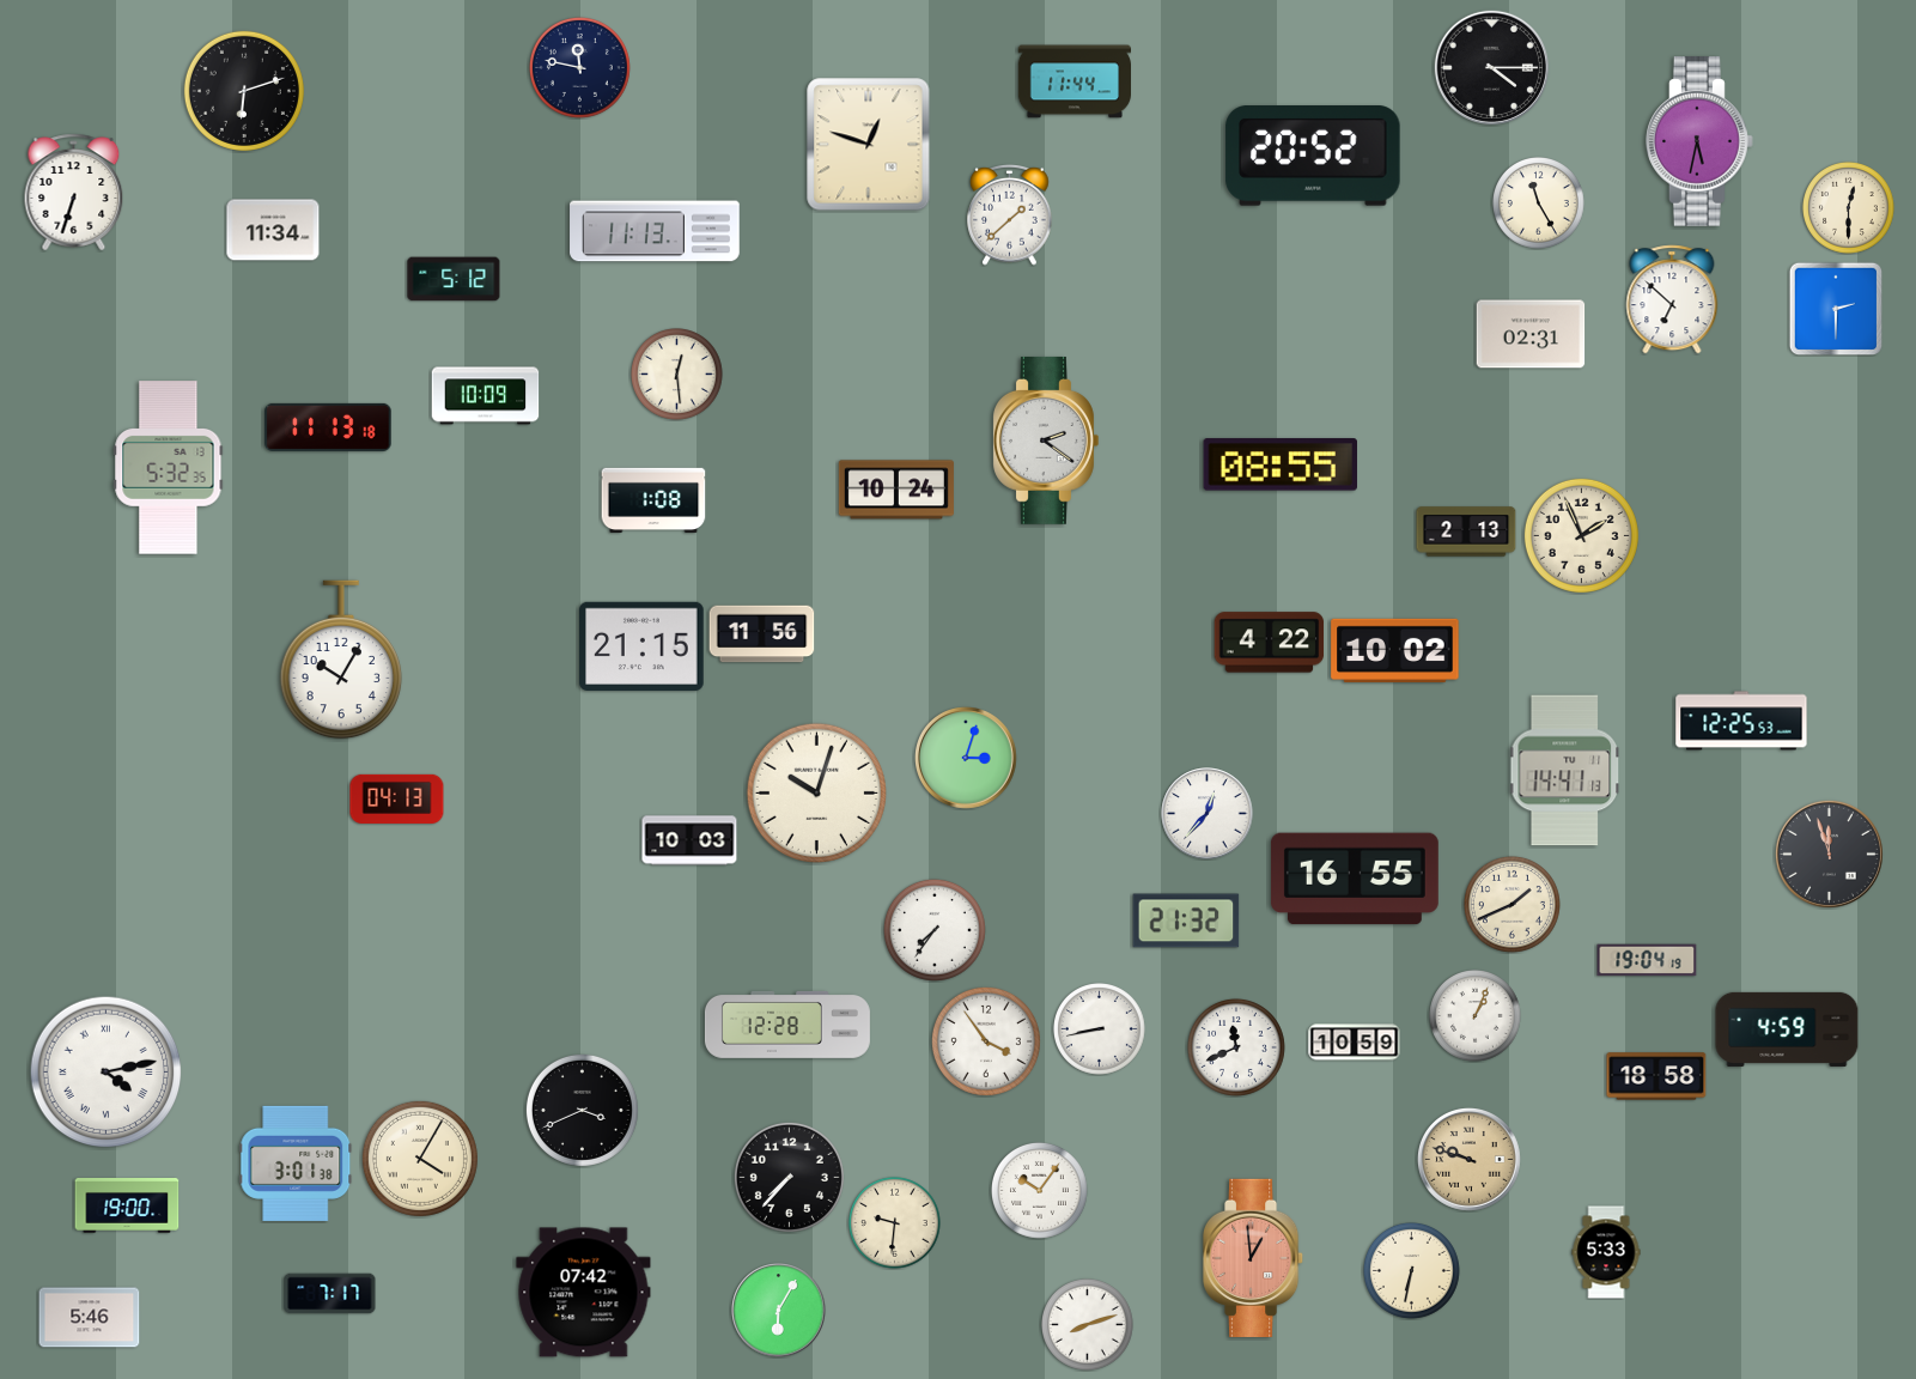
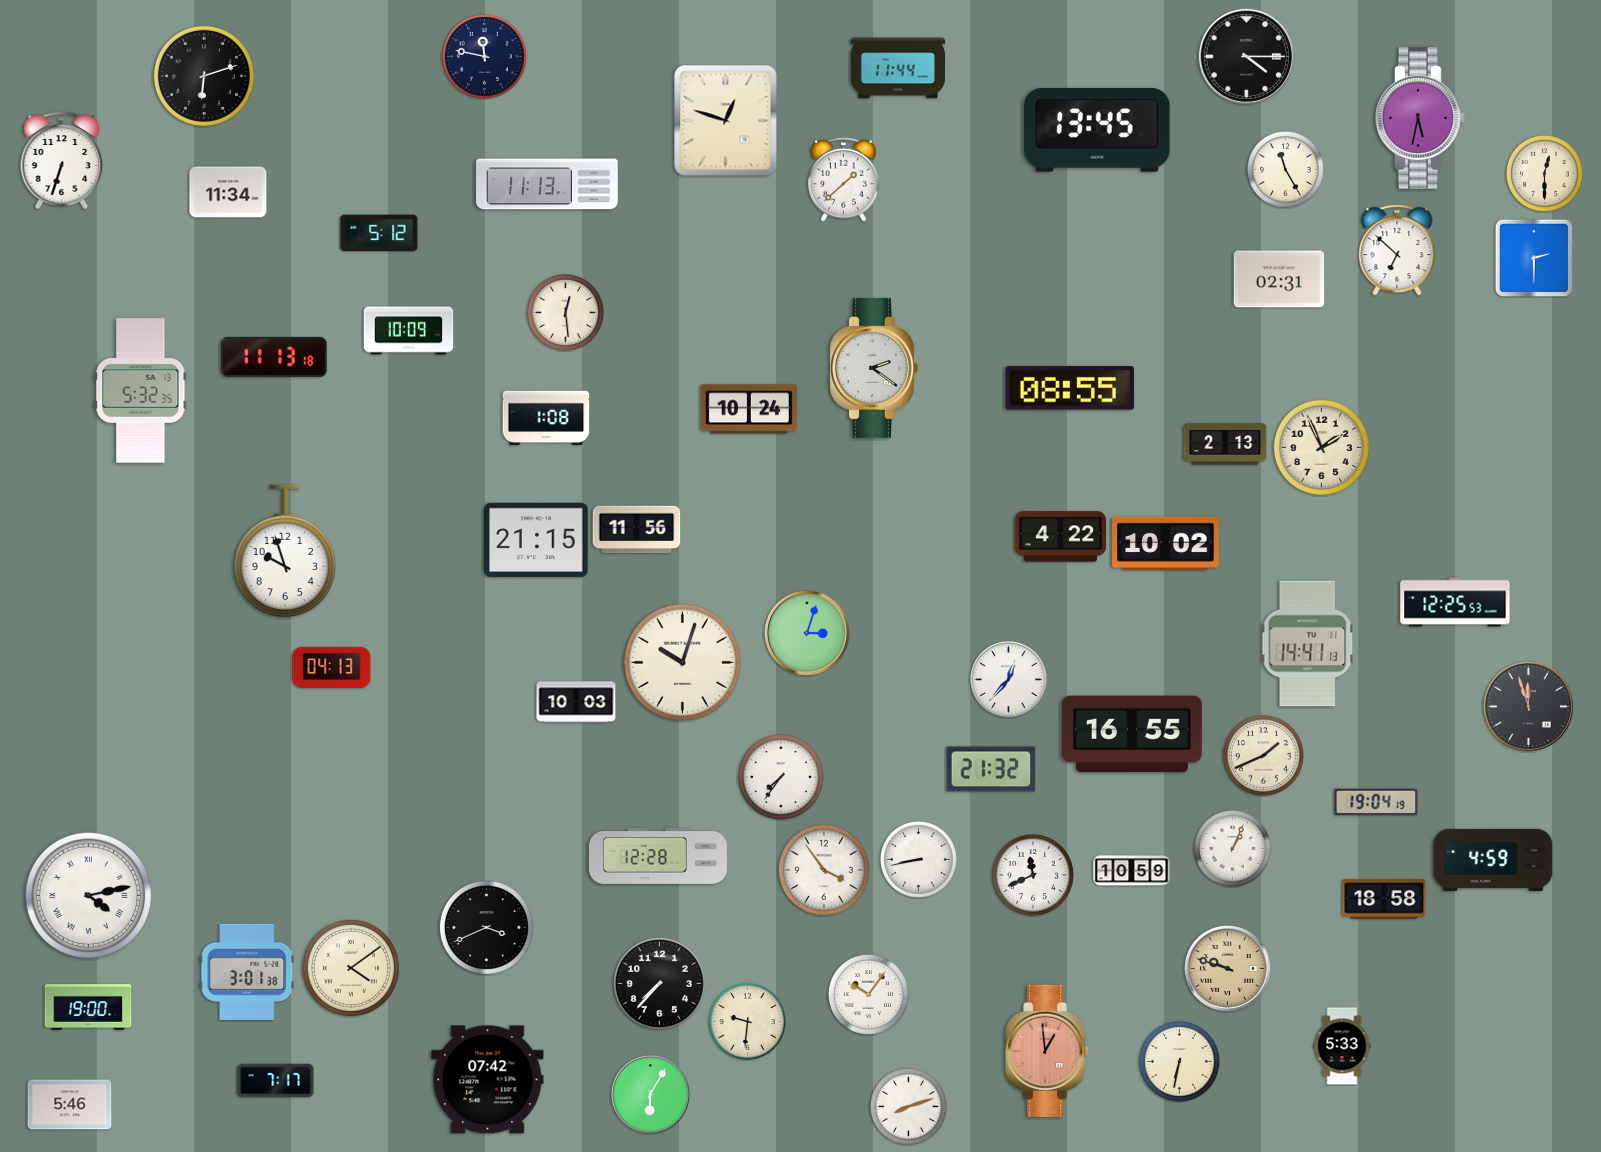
clock at (1313, 157): 20:52 -> 13:45
clock at (655, 231) position: (655, 231) -> (547, 184)
clock at (486, 396) position: (486, 396) -> (409, 331)
clock at (341, 660): 10:05 -> 9:57
clock at (1829, 853) position: (1829, 853) -> (1528, 706)
clock at (420, 1159): 4:05 -> 4:09
clock at (127, 1207) position: (127, 1207) -> (88, 1008)
clock at (90, 1318) position: (90, 1318) -> (70, 1105)
